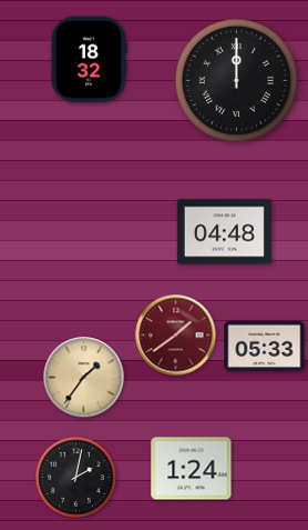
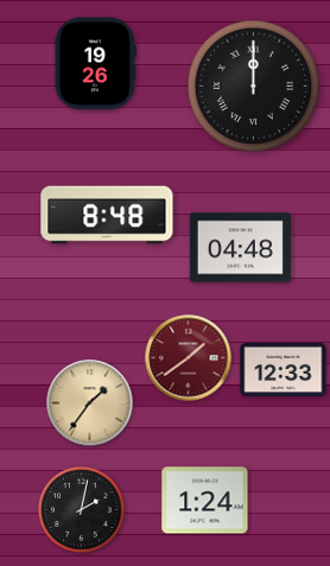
clock at (89, 60): 18:32 -> 19:26
clock at (107, 215): none -> 8:48
clock at (265, 347): 05:33 -> 12:33
